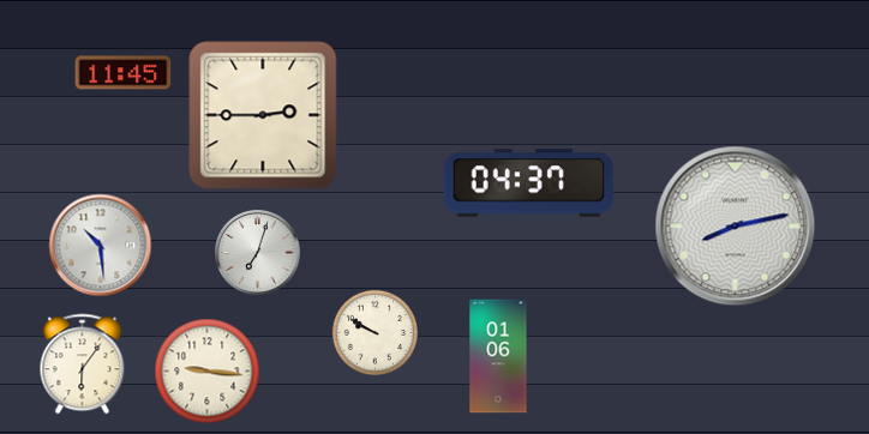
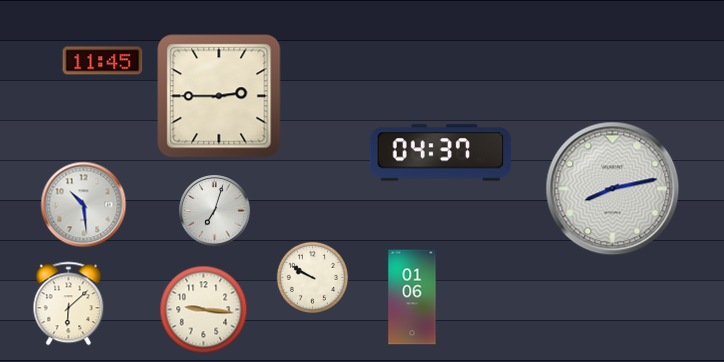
clock at (498, 356) position: (498, 356) -> (412, 297)
clock at (83, 364): 6:06 -> 6:08
clock at (208, 372) position: (208, 372) -> (204, 310)
